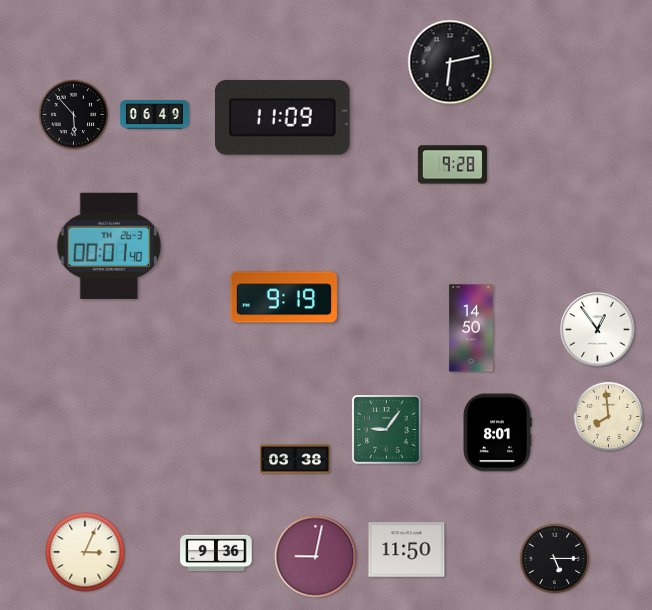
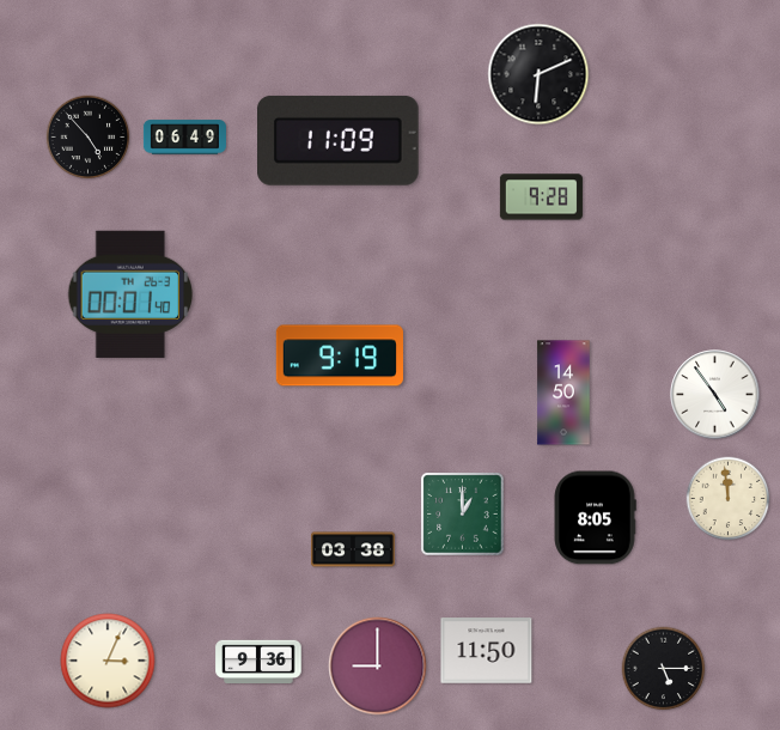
clock at (450, 62): 6:13 -> 6:11
clock at (74, 115): 5:53 -> 4:53
clock at (598, 330): 12:54 -> 4:54
clock at (609, 417): 7:59 -> 11:59
clock at (387, 430): 9:06 -> 1:00
clock at (497, 433): 8:01 -> 8:05
clock at (407, 550) position: (407, 550) -> (487, 651)
clock at (85, 552) position: (85, 552) -> (108, 661)
clock at (316, 557): 9:02 -> 9:00
